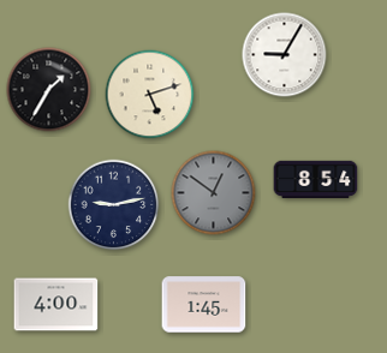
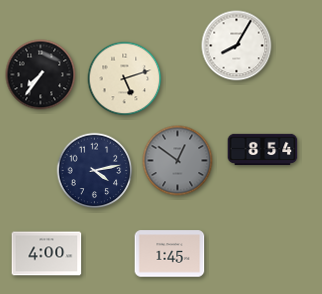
clock at (285, 55): 9:05 -> 8:05
clock at (49, 90): 1:35 -> 7:36
clock at (114, 205): 9:13 -> 4:13
